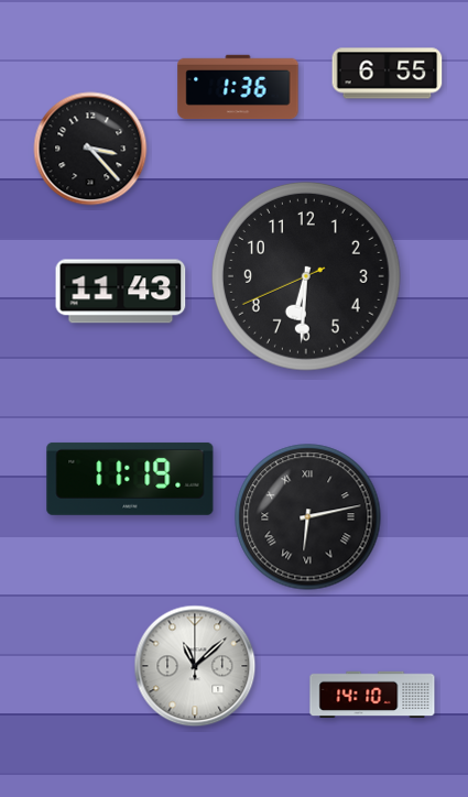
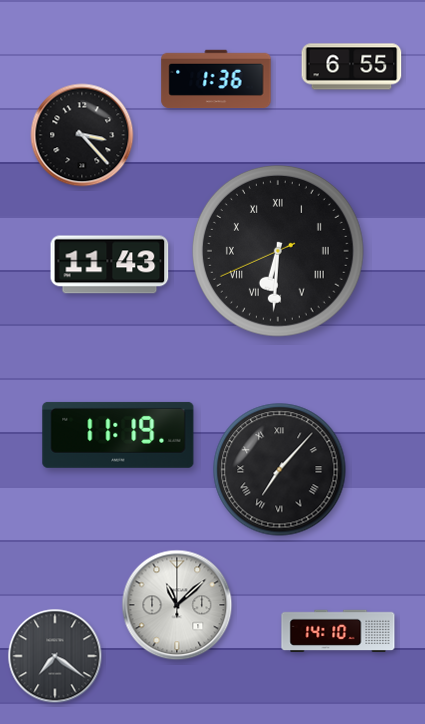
clock at (306, 276) numerals: Arabic -> Roman
clock at (308, 517): 6:13 -> 7:07
clock at (55, 656): none -> 7:21
